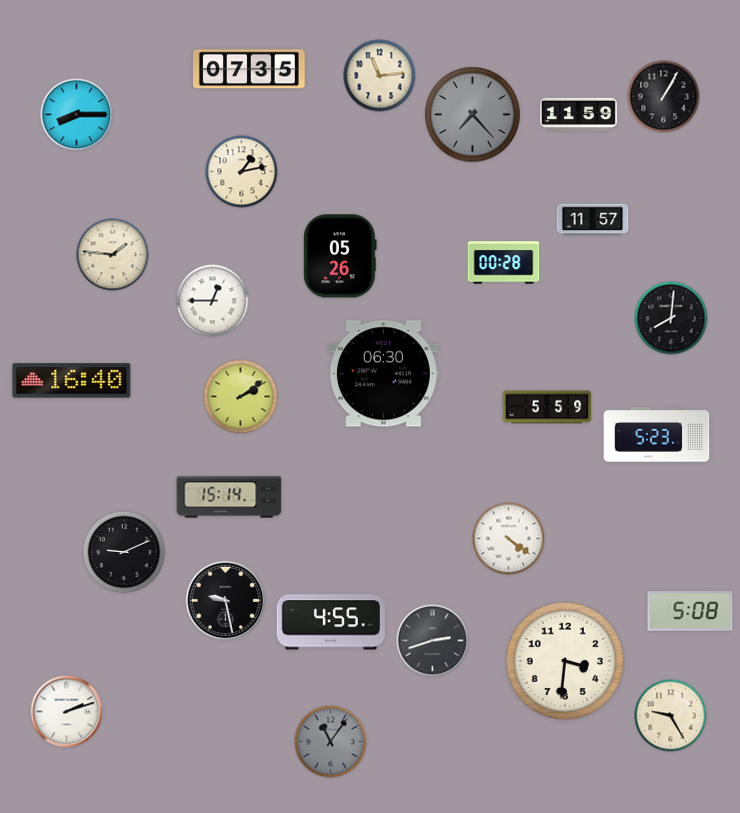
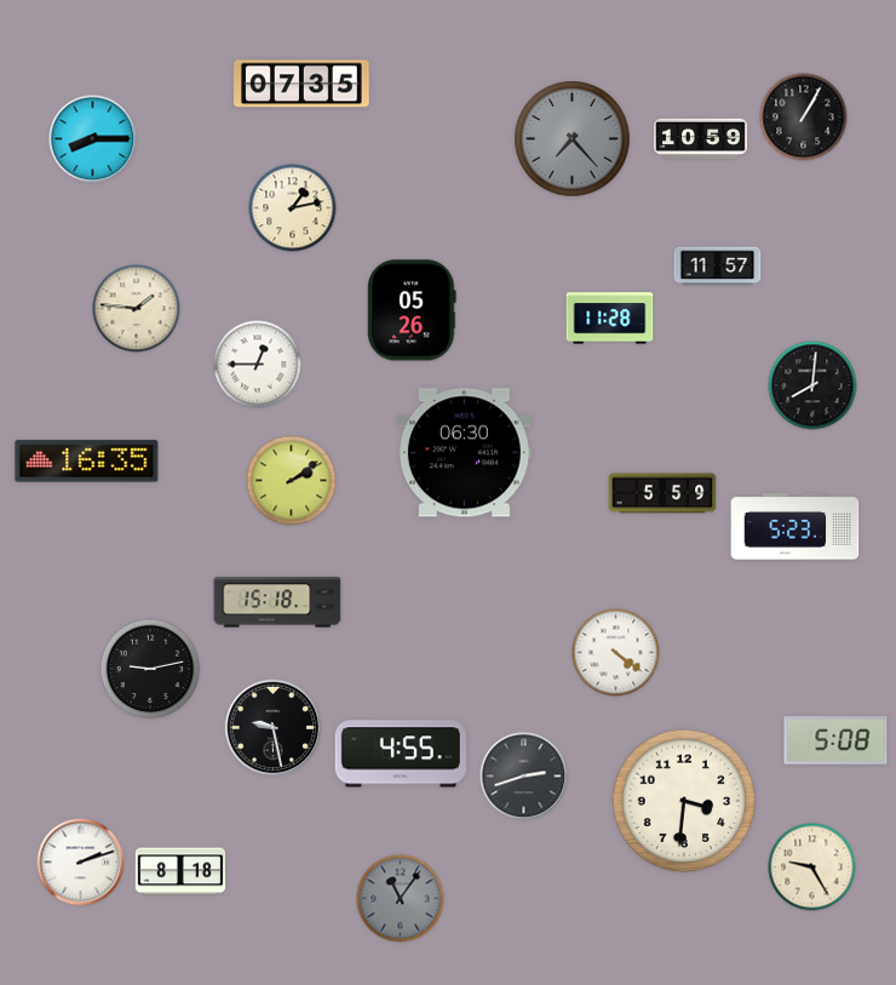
clock at (380, 76): 11:14 -> none
clock at (579, 115): 11:59 -> 10:59
clock at (504, 263): 00:28 -> 11:28
clock at (72, 381): 16:40 -> 16:35
clock at (229, 497): 15:14 -> 15:18
clock at (124, 552): 9:11 -> 9:13
clock at (180, 871): none -> 8:18
